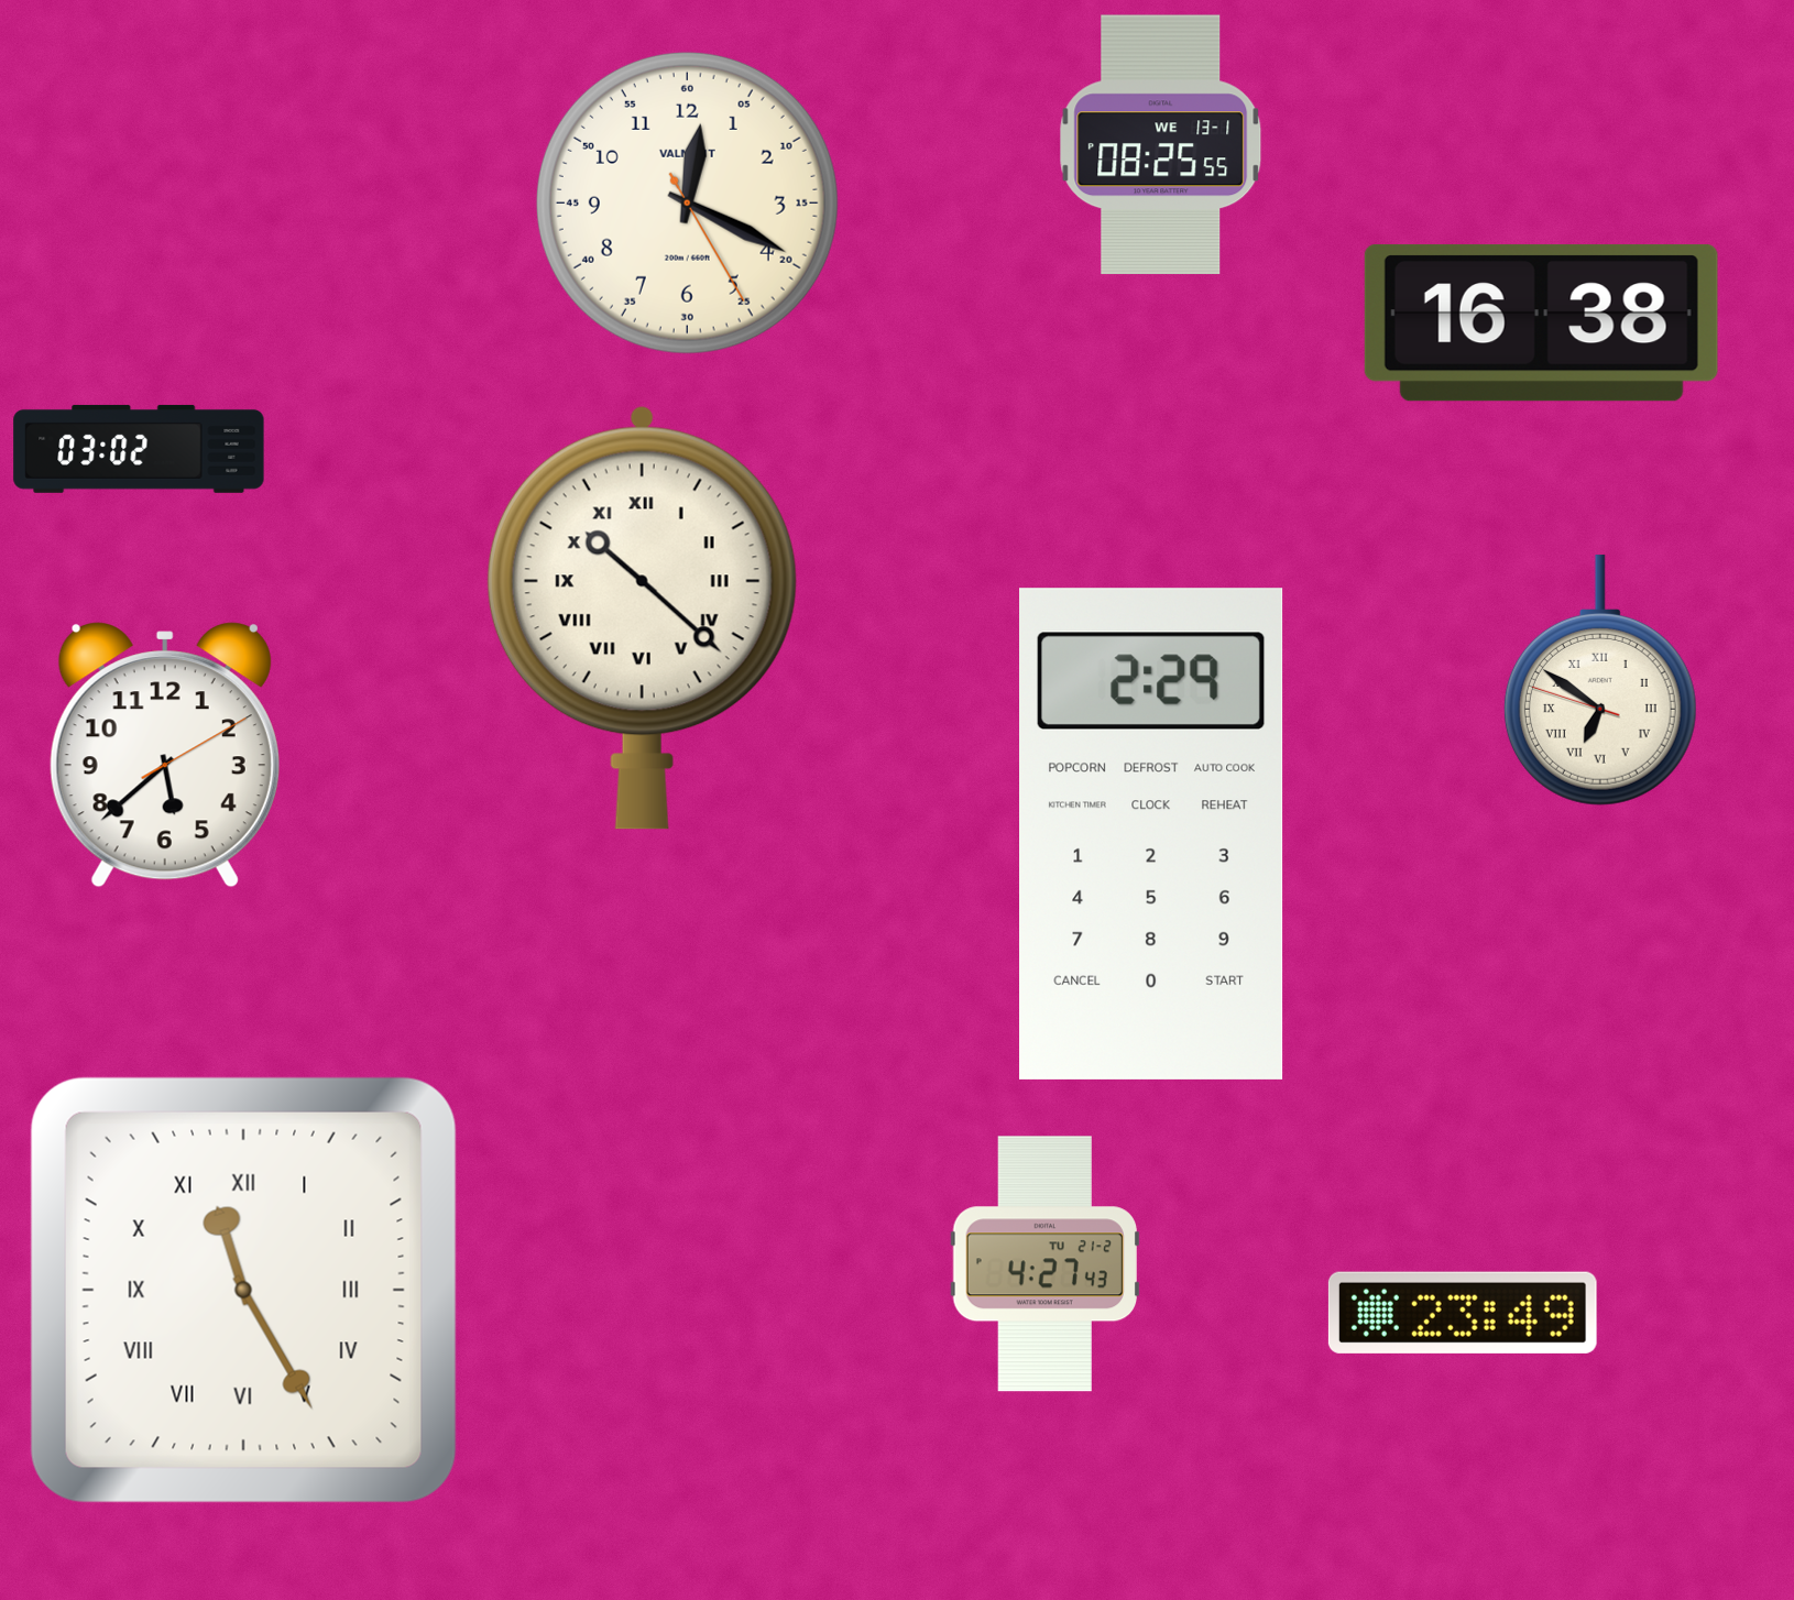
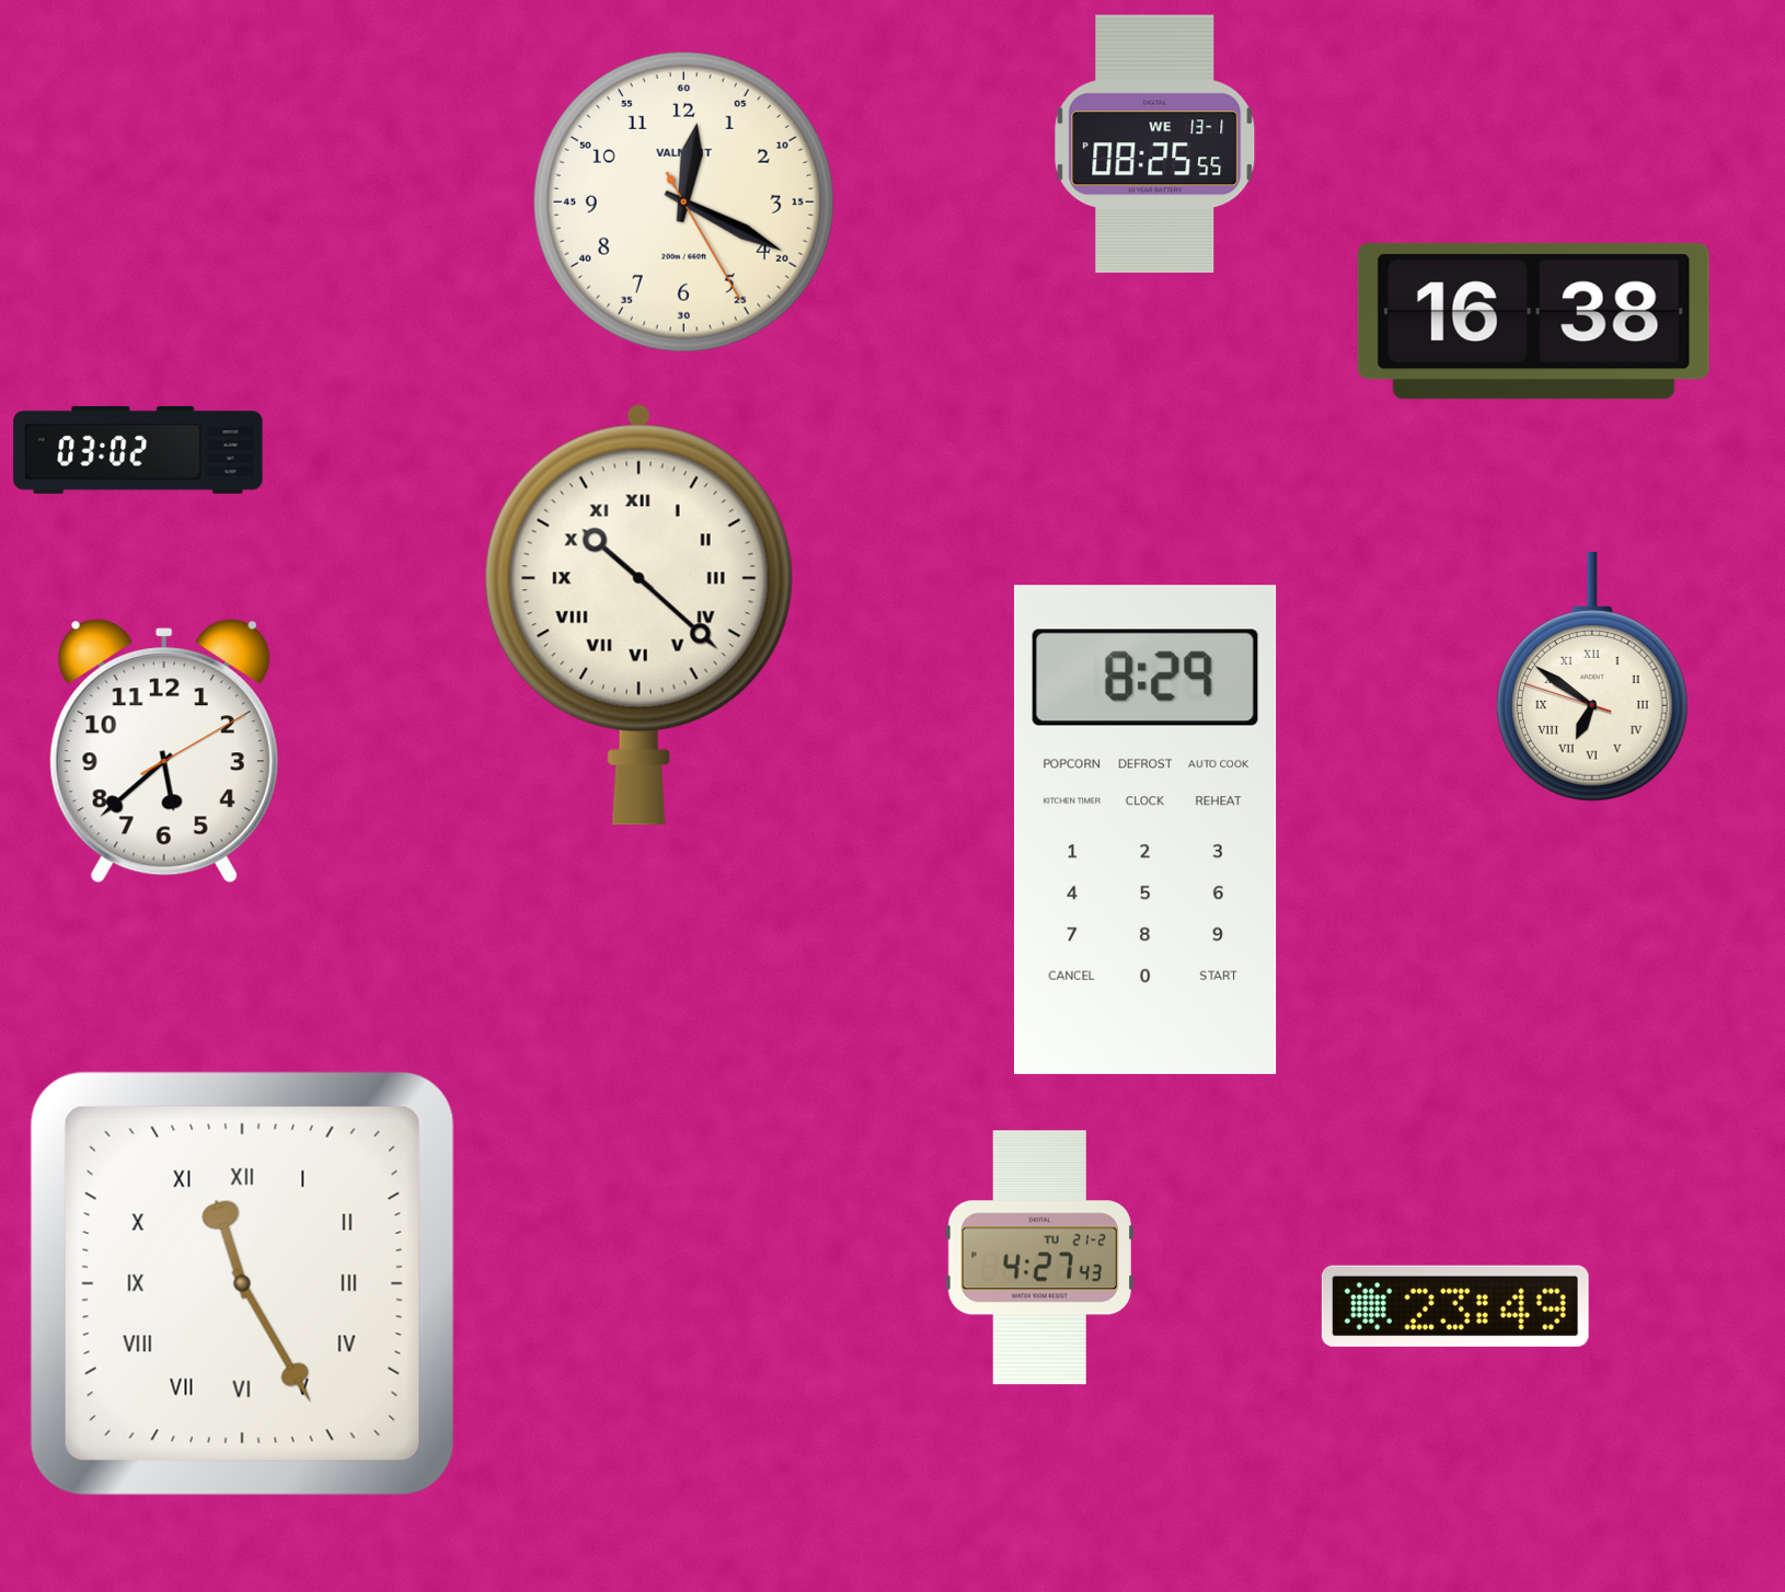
clock at (139, 449) position: (139, 449) -> (138, 450)
clock at (1152, 834): 2:29 -> 8:29
